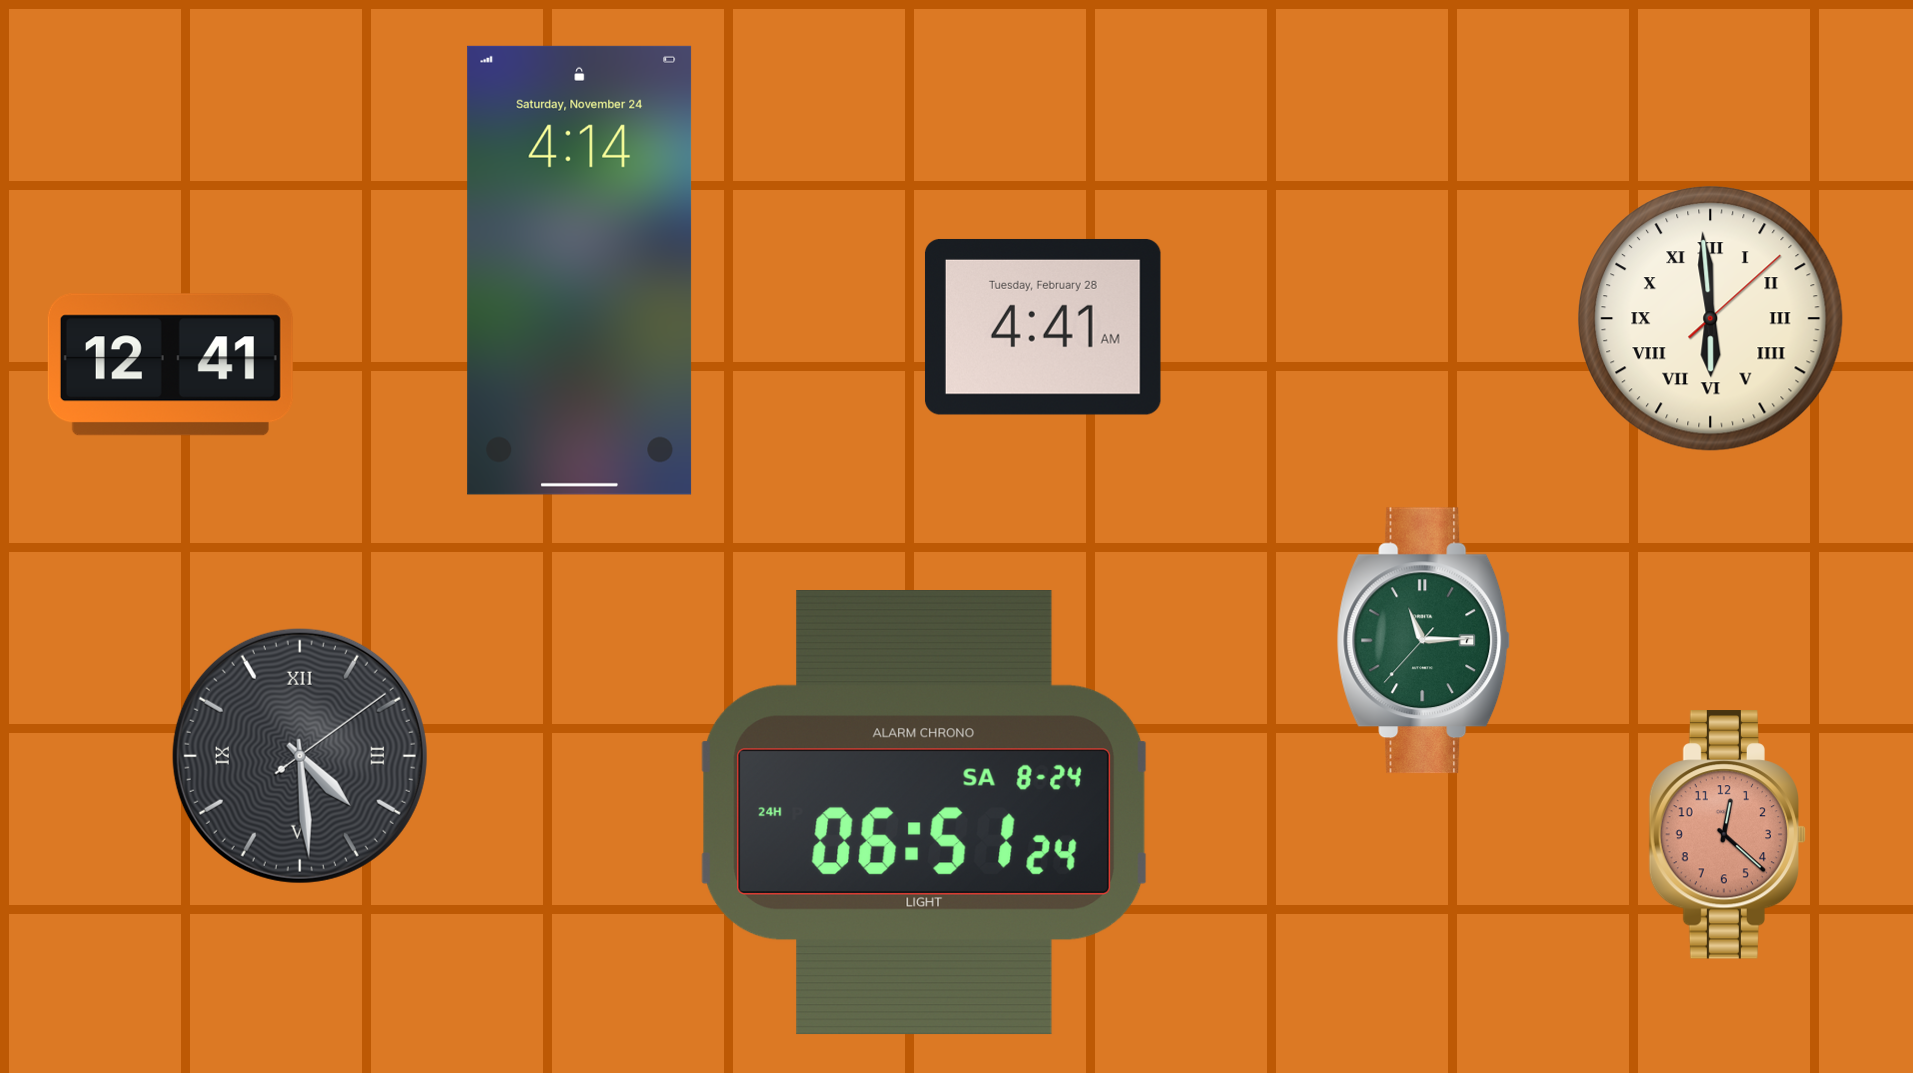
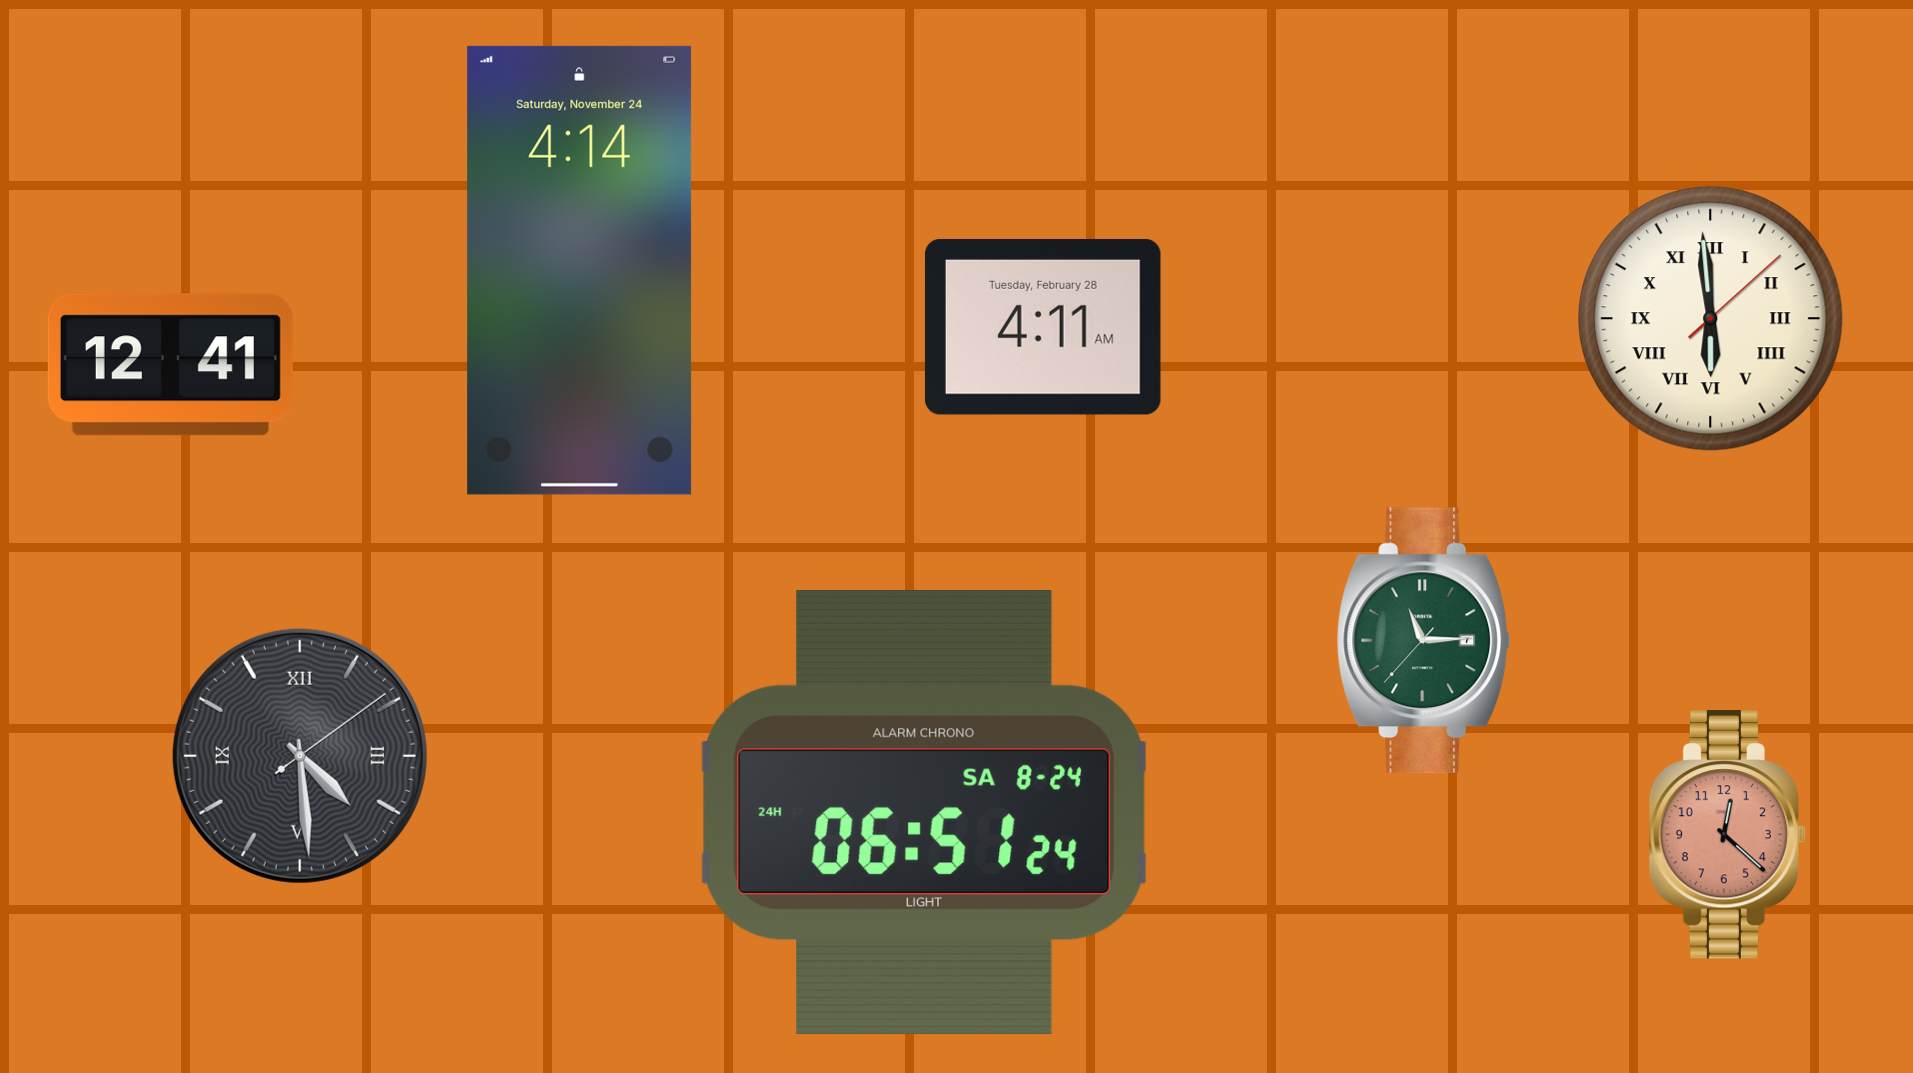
clock at (1043, 327): 4:41 -> 4:11
